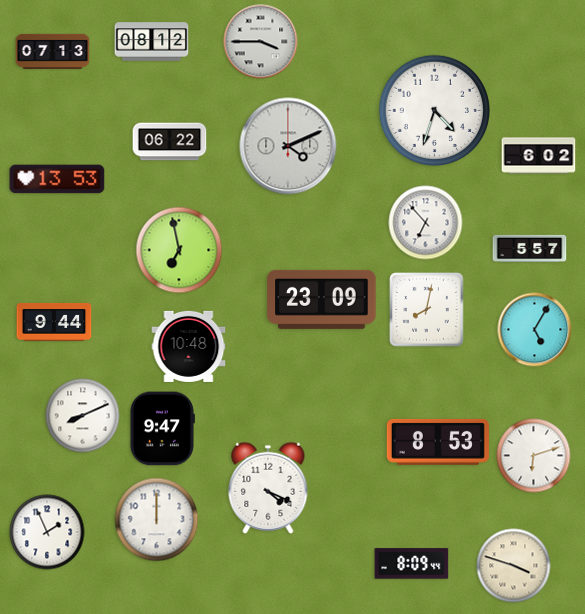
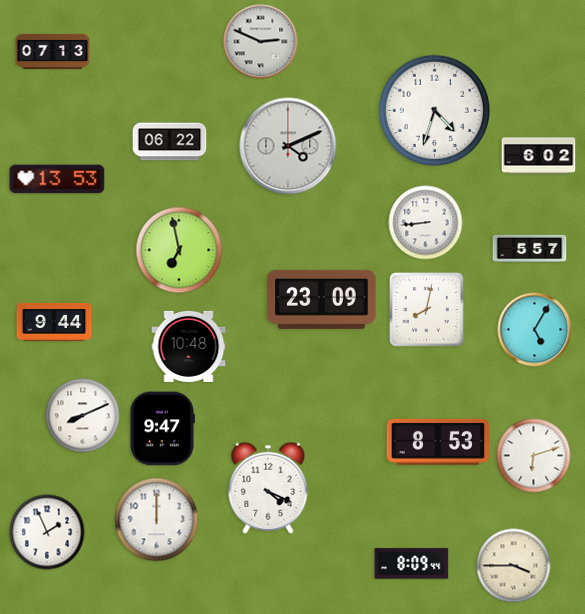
clock at (152, 42): 08:12 -> none
clock at (261, 42): 3:45 -> 2:49
clock at (426, 223): 6:53 -> 8:44
clock at (514, 566): 3:48 -> 3:45
